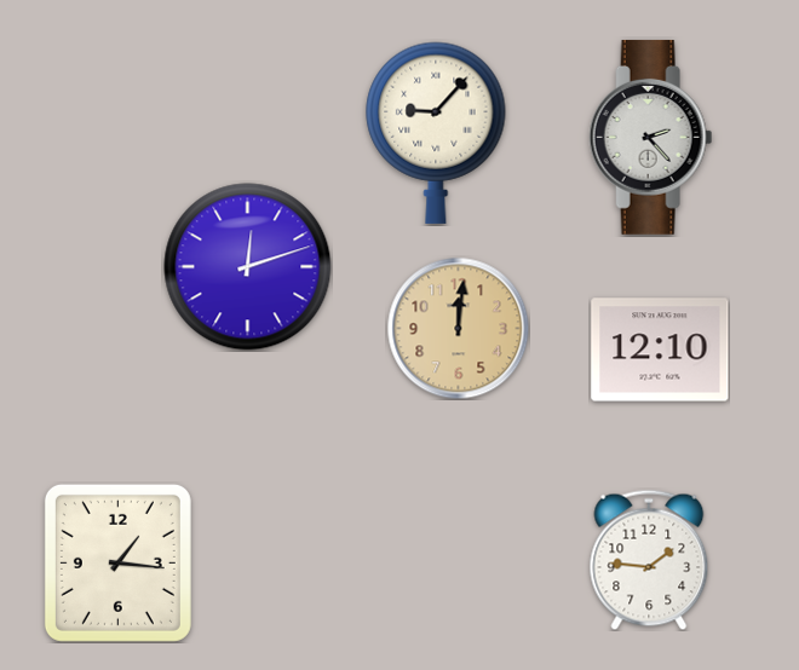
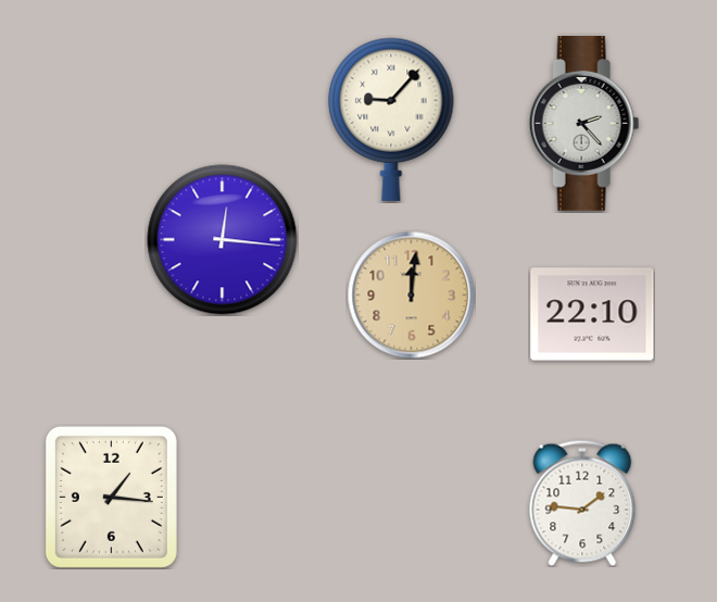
clock at (248, 267): 12:12 -> 12:16
clock at (660, 350): 12:10 -> 22:10
clock at (117, 562) position: (117, 562) -> (111, 497)
